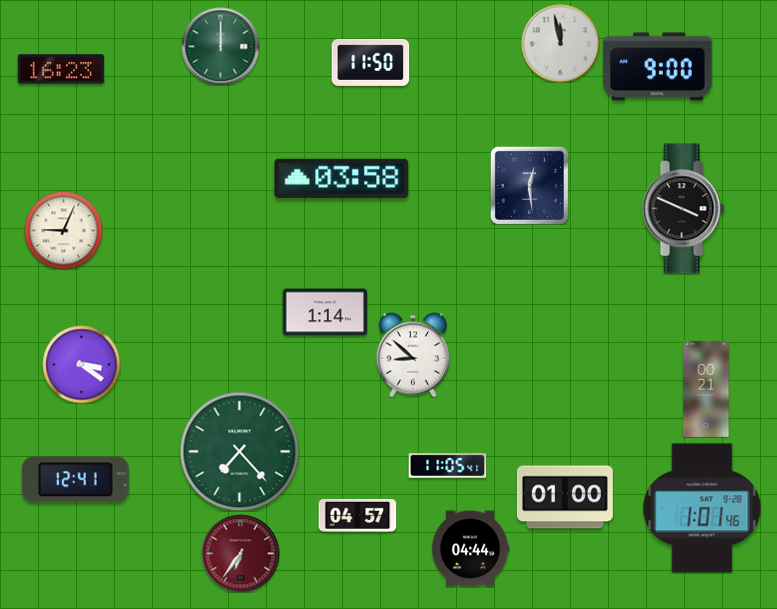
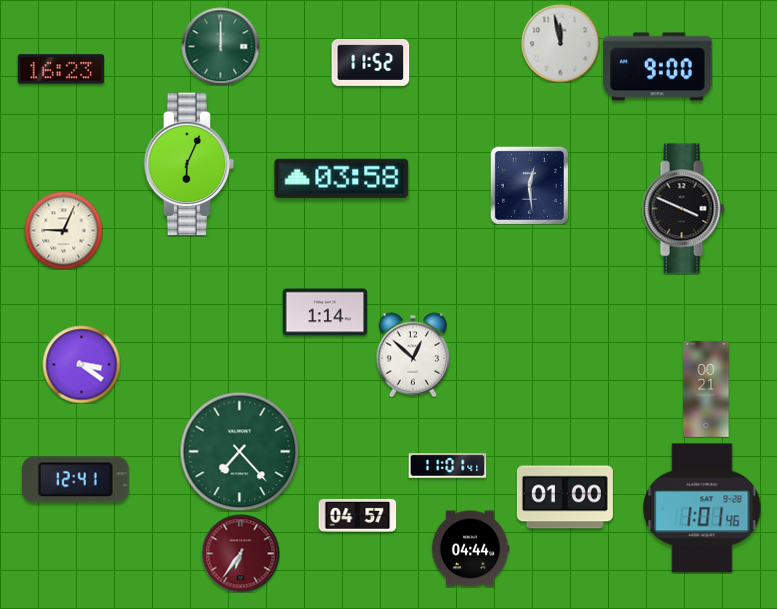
clock at (370, 62): 11:50 -> 11:52
clock at (189, 164): none -> 6:04
clock at (413, 355): 8:52 -> 12:52
clock at (447, 466): 11:05 -> 11:01
